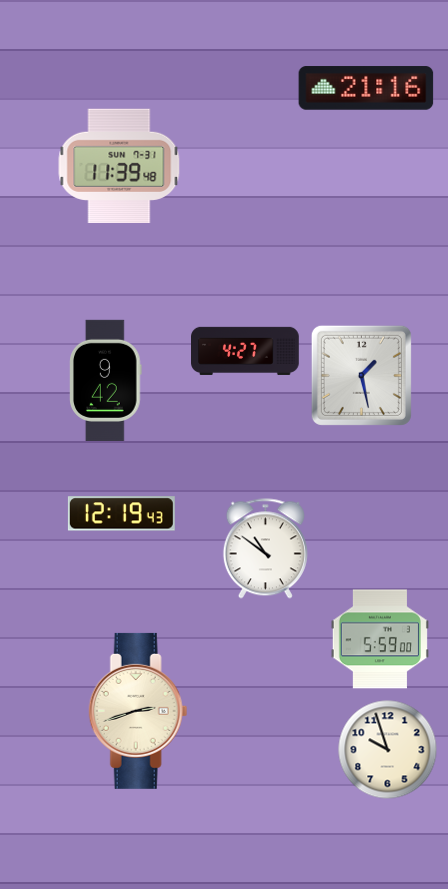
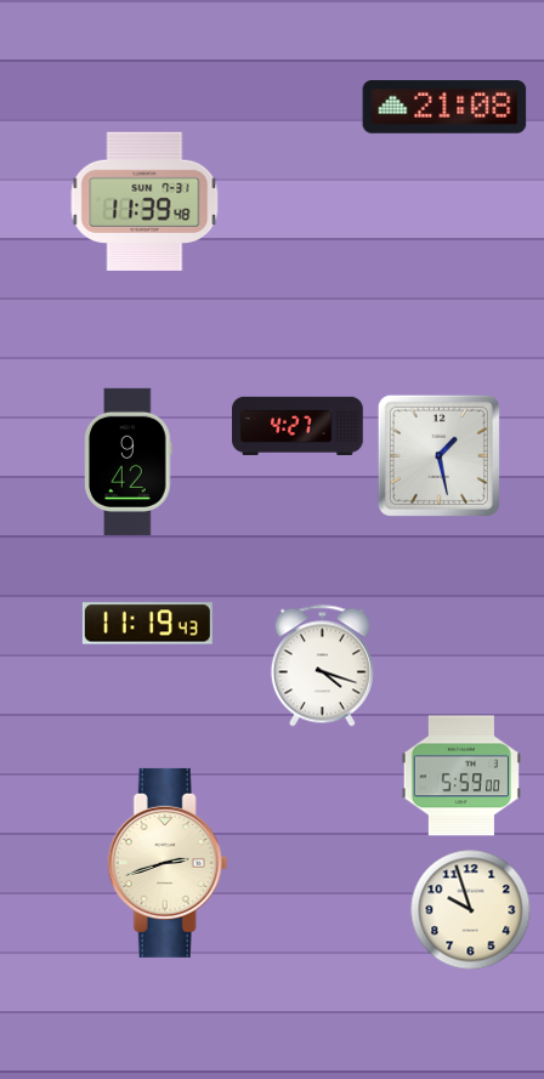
clock at (366, 88): 21:16 -> 21:08
clock at (121, 514): 12:19 -> 11:19
clock at (265, 549): 10:51 -> 4:18
